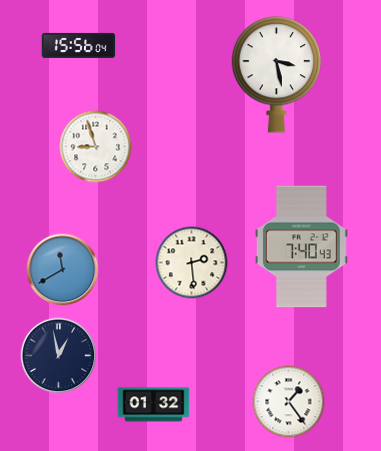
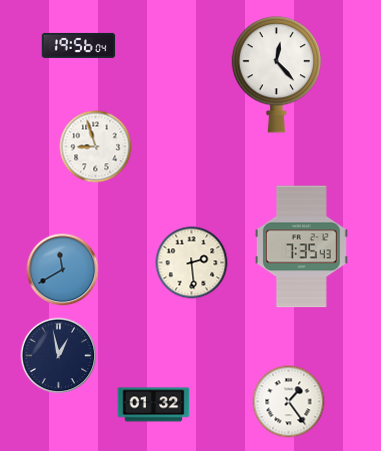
clock at (79, 45): 15:56 -> 19:56
clock at (277, 75): 3:28 -> 12:23
clock at (301, 247): 7:40 -> 7:35
